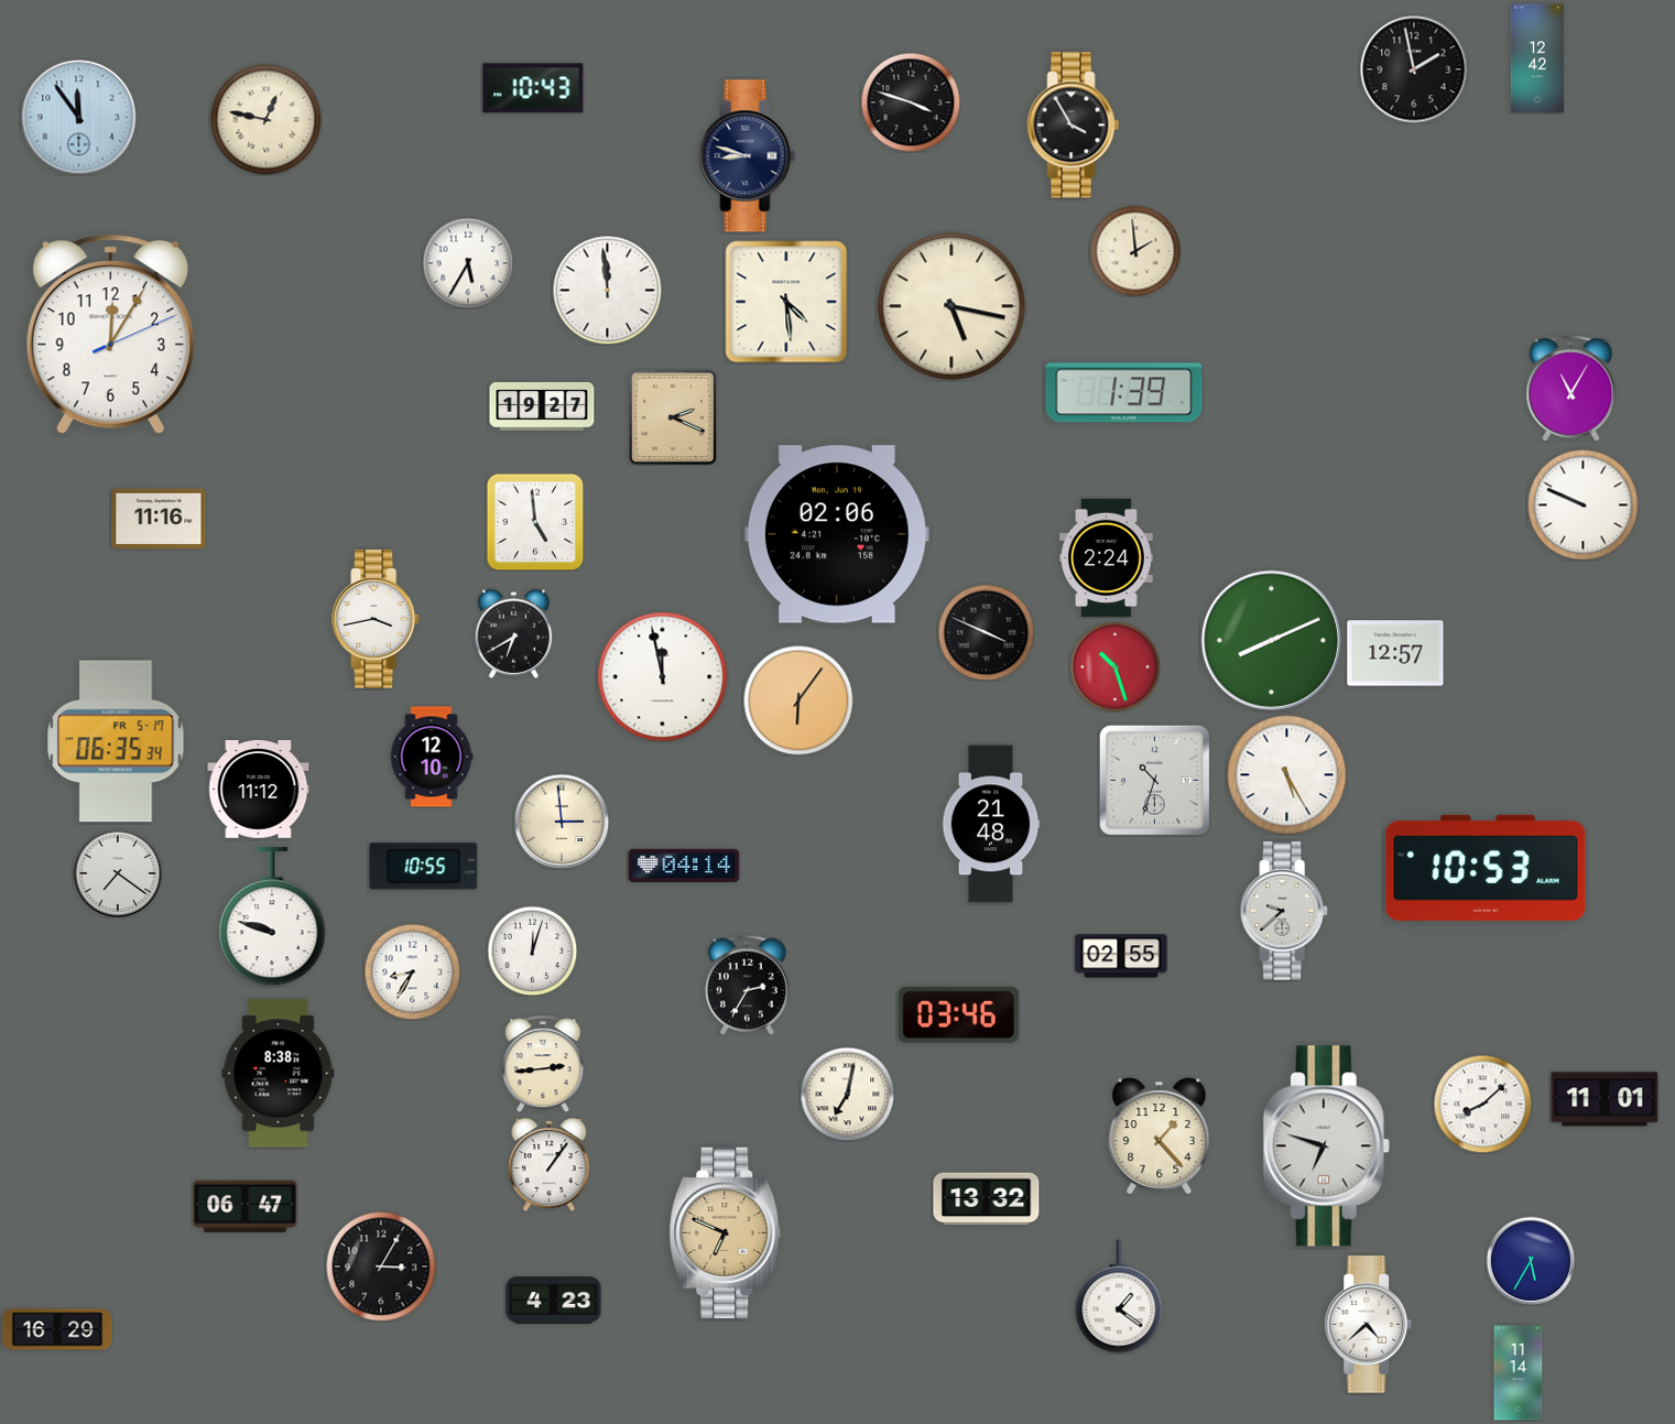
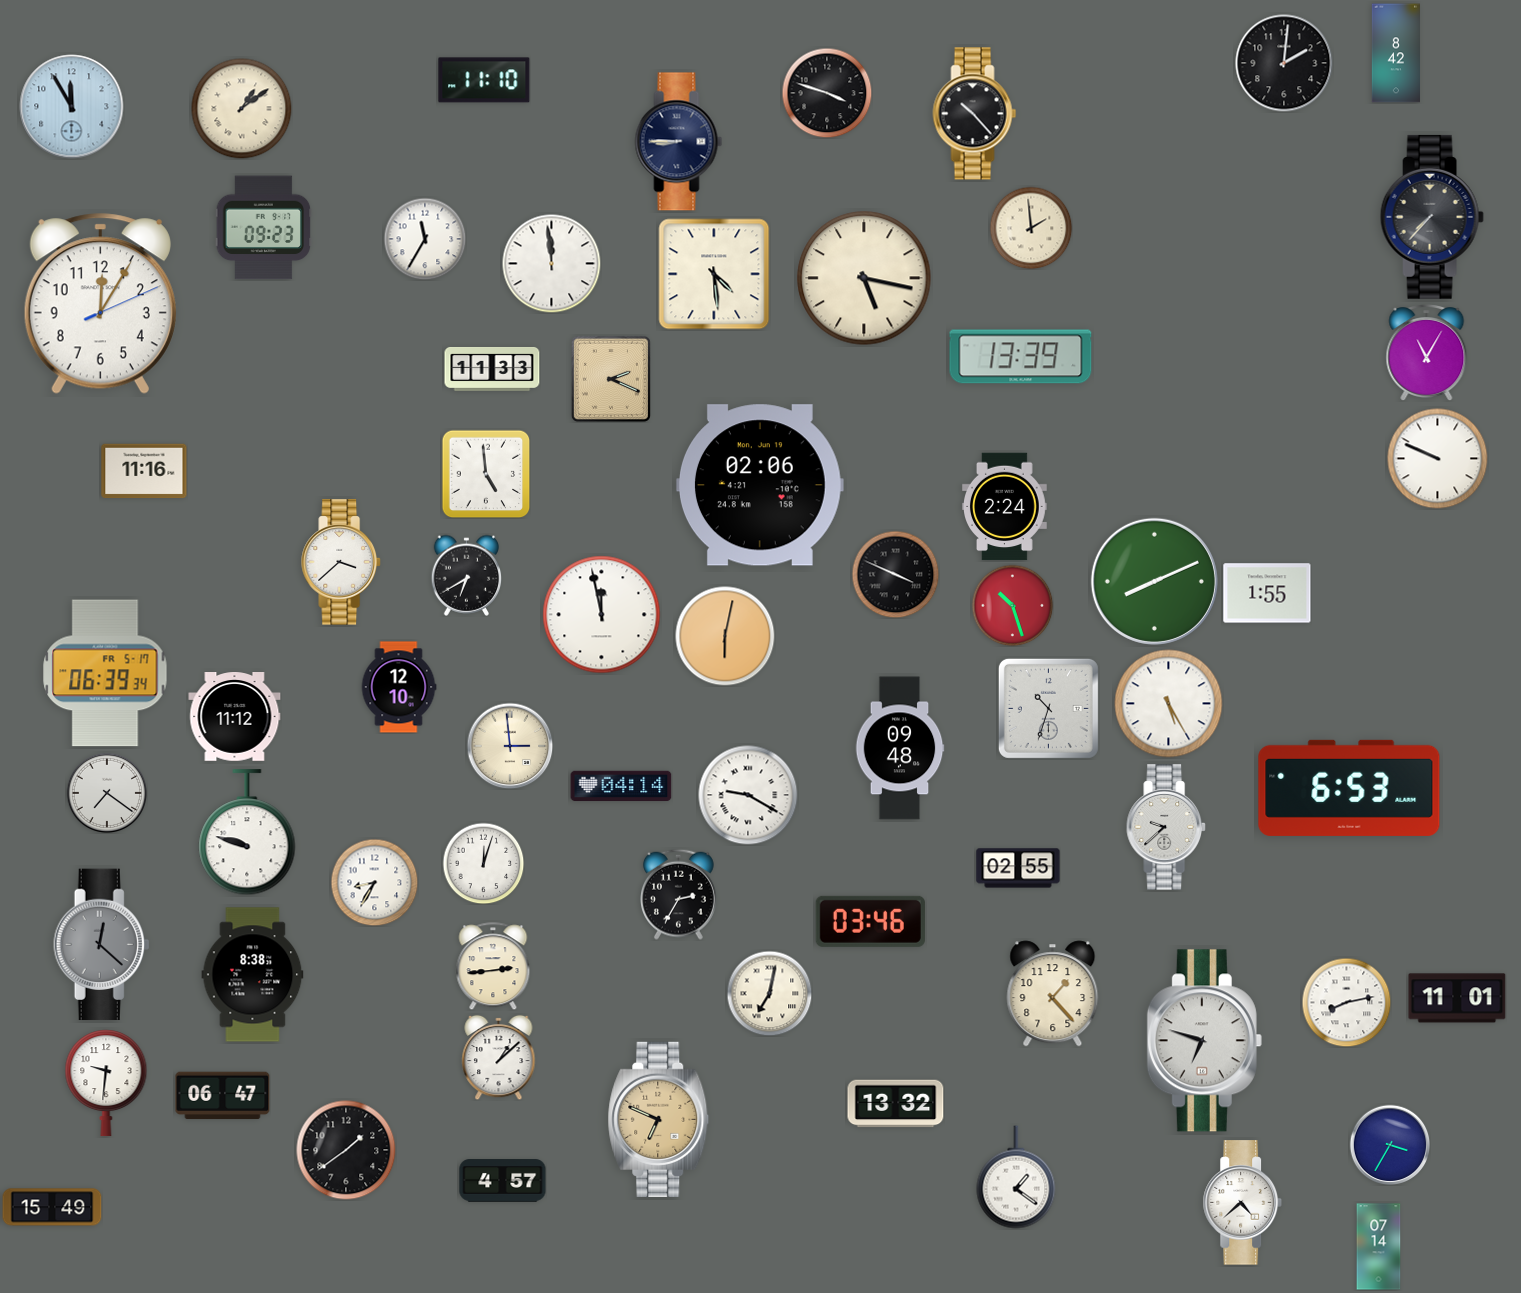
clock at (1536, 58): 12:42 -> 8:42
clock at (1414, 69): 1:58 -> 2:01
clock at (533, 88): 10:43 -> 11:10
clock at (79, 118): 11:54 -> 11:55
clock at (267, 120): 12:47 -> 1:09
clock at (1074, 126): 3:55 -> 10:23
clock at (748, 156): 8:48 -> 8:45
clock at (1432, 217): none -> 7:37
clock at (264, 228): none -> 09:23
clock at (468, 263): 5:35 -> 11:35
clock at (1124, 393): 1:39 -> 13:39
clock at (542, 406): 19:27 -> 11:33
clock at (376, 619): 3:43 -> 3:38
clock at (1395, 653): 12:57 -> 1:55
clock at (798, 700): 6:06 -> 6:02
clock at (116, 741): 06:35 -> 06:39
clock at (432, 757) position: (432, 757) -> (399, 687)
clock at (991, 824): 21:48 -> 09:48
clock at (424, 867): 10:55 -> none
clock at (1486, 868): 10:53 -> 6:53
clock at (748, 795): none -> 9:20
clock at (102, 945): none -> 12:22
clock at (1482, 1104): 8:08 -> 8:13
clock at (1160, 1137) position: (1160, 1137) -> (1053, 994)
clock at (550, 1164): 1:06 -> 1:08
clock at (106, 1083): none -> 9:31
clock at (987, 1199) position: (987, 1199) -> (896, 1104)
clock at (1531, 1261): 5:35 -> 3:35
clock at (381, 1267): 3:05 -> 1:39
clock at (554, 1301): 4:23 -> 4:57
clock at (57, 1329): 16:29 -> 15:49
clock at (1519, 1373): 11:14 -> 07:14
